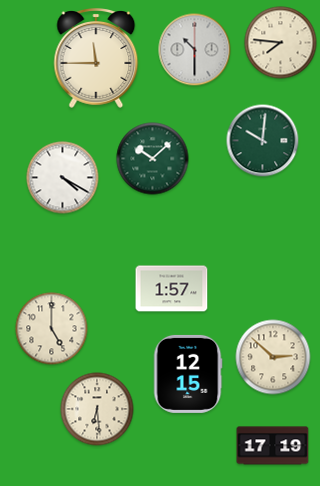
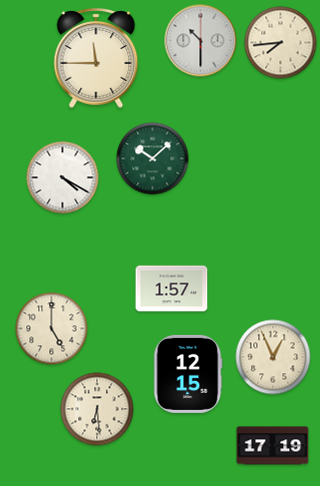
clock at (281, 43): 7:46 -> 7:44
clock at (195, 50) position: (195, 50) -> (201, 41)
clock at (263, 141): 10:01 -> none
clock at (273, 357): 2:52 -> 12:56
